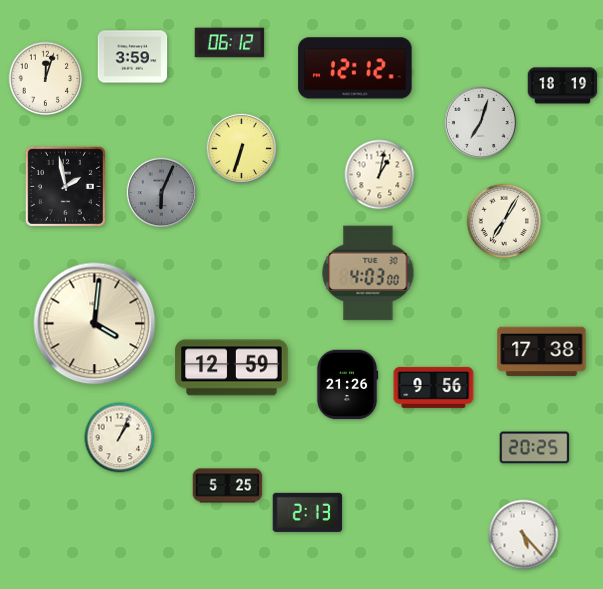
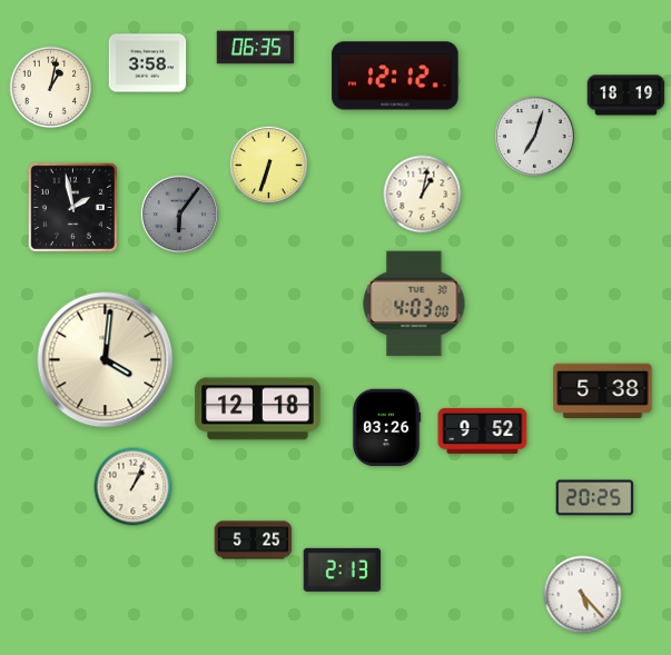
clock at (230, 43): 06:12 -> 06:35
clock at (133, 57): 3:59 -> 3:58
clock at (46, 79): 12:03 -> 1:02
clock at (162, 193): 6:04 -> 6:06
clock at (504, 221): 7:05 -> none
clock at (368, 273) position: (368, 273) -> (414, 304)
clock at (542, 352): 17:38 -> 5:38
clock at (232, 368): 12:59 -> 12:18
clock at (347, 385): 21:26 -> 03:26
clock at (434, 387): 9:56 -> 9:52
